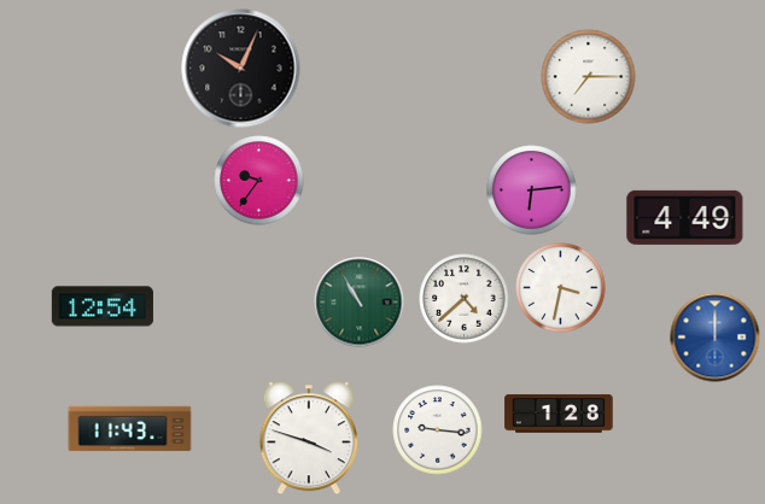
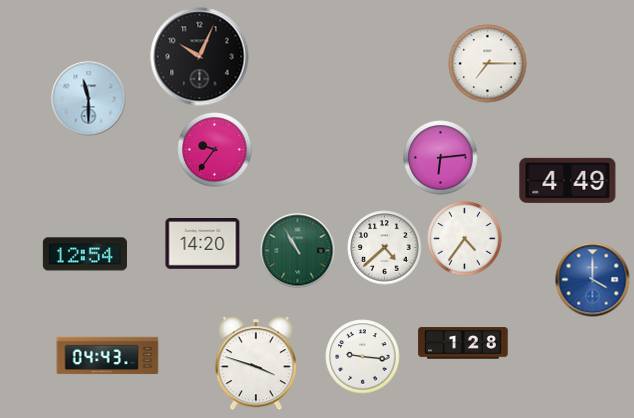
clock at (89, 99): none -> 11:30
clock at (561, 288): 3:32 -> 4:36
clock at (203, 244): none -> 14:20
clock at (716, 338): 12:00 -> 4:00
clock at (130, 429): 11:43 -> 04:43
